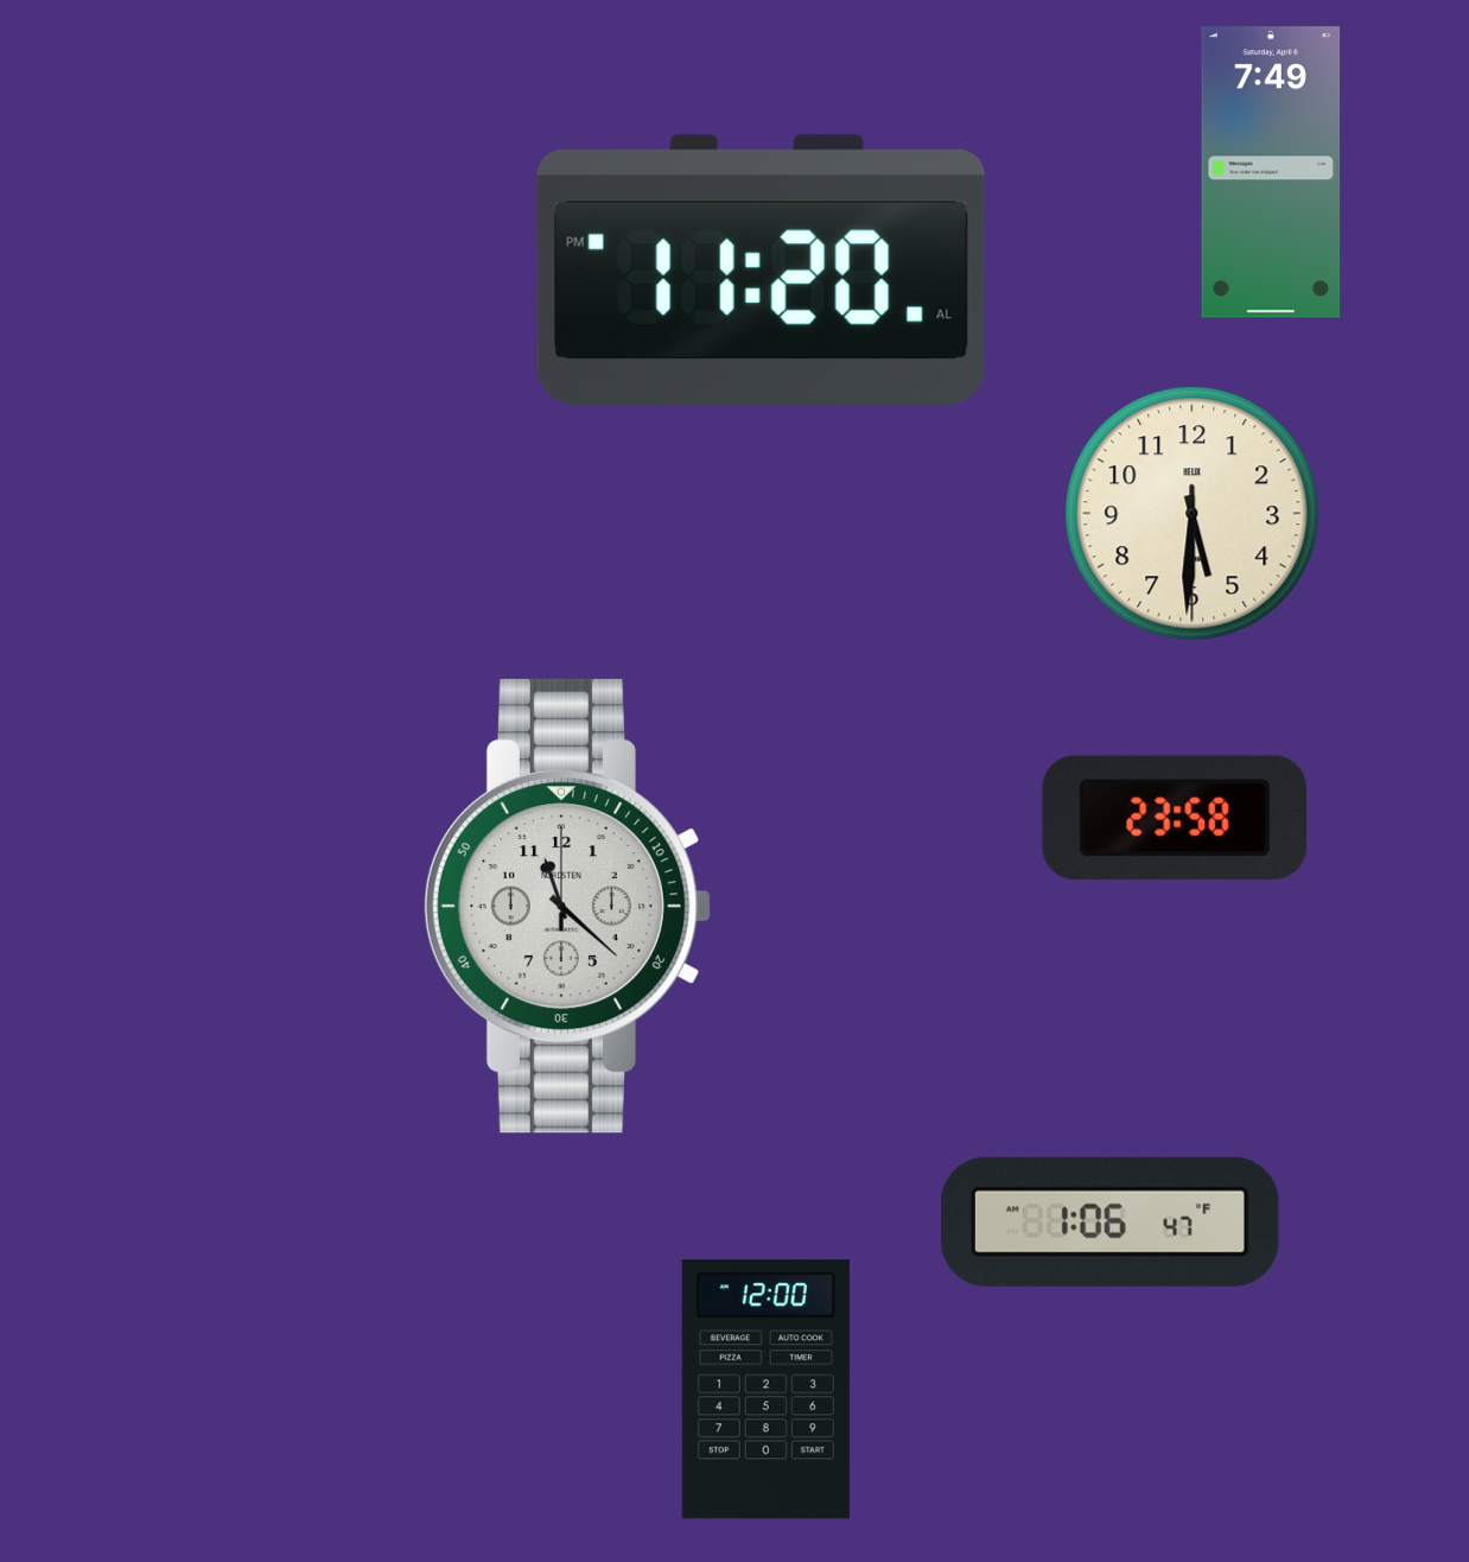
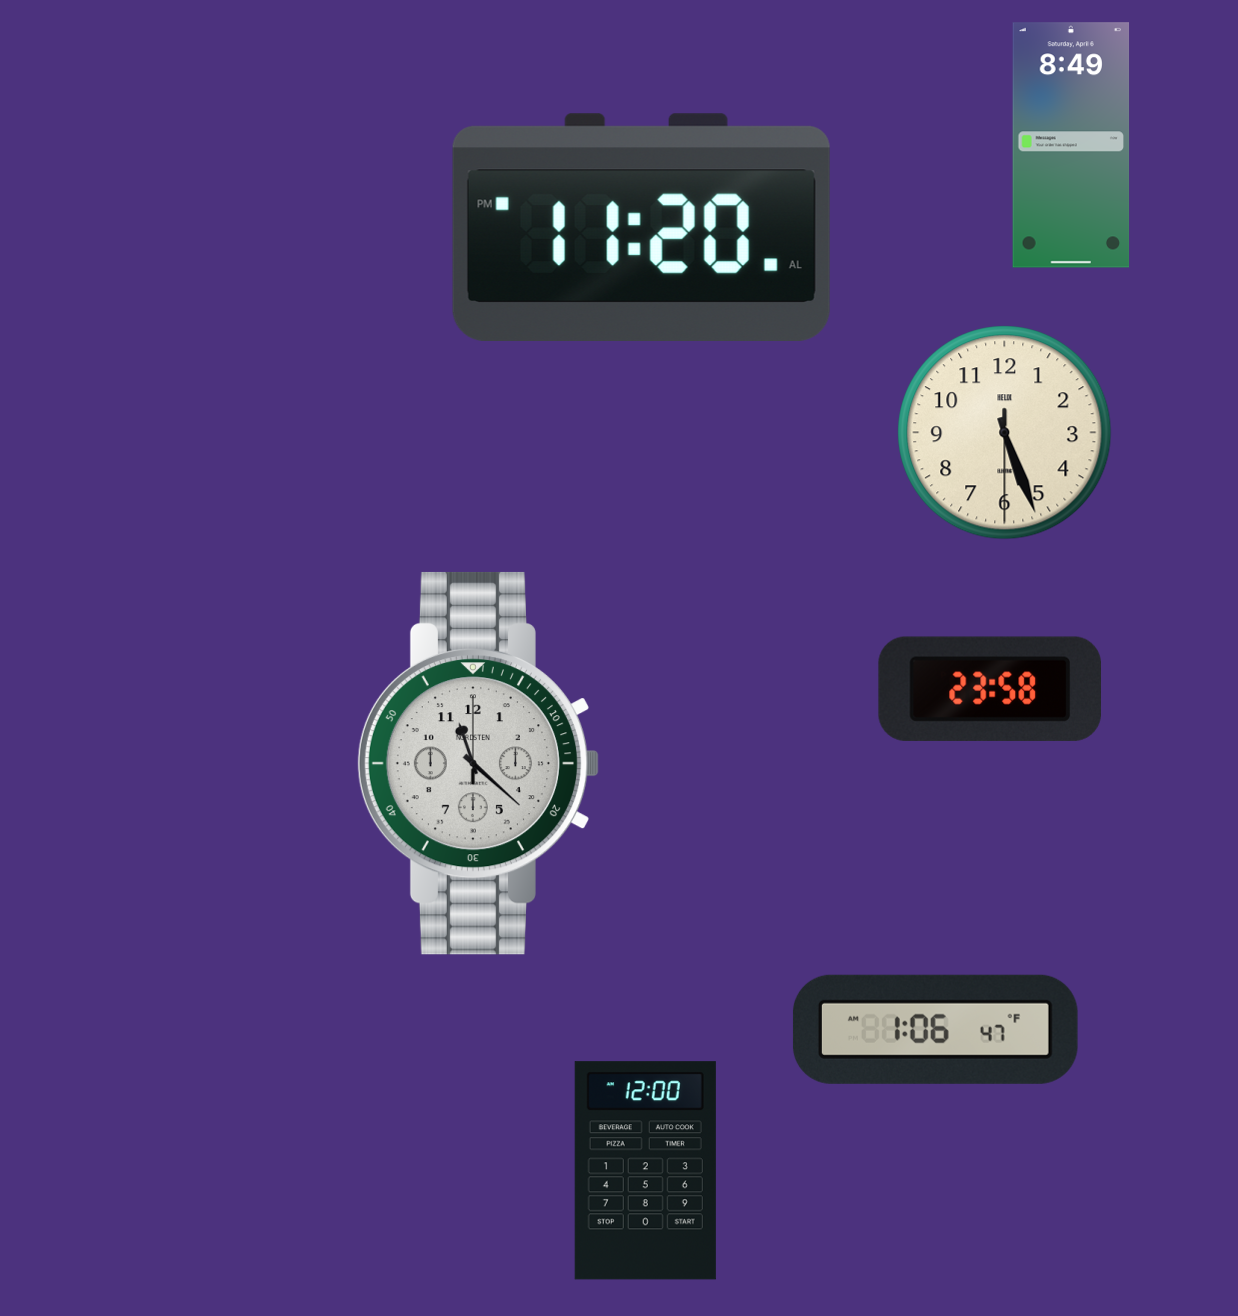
clock at (1271, 172): 7:49 -> 8:49
clock at (1193, 514): 5:30 -> 5:26
